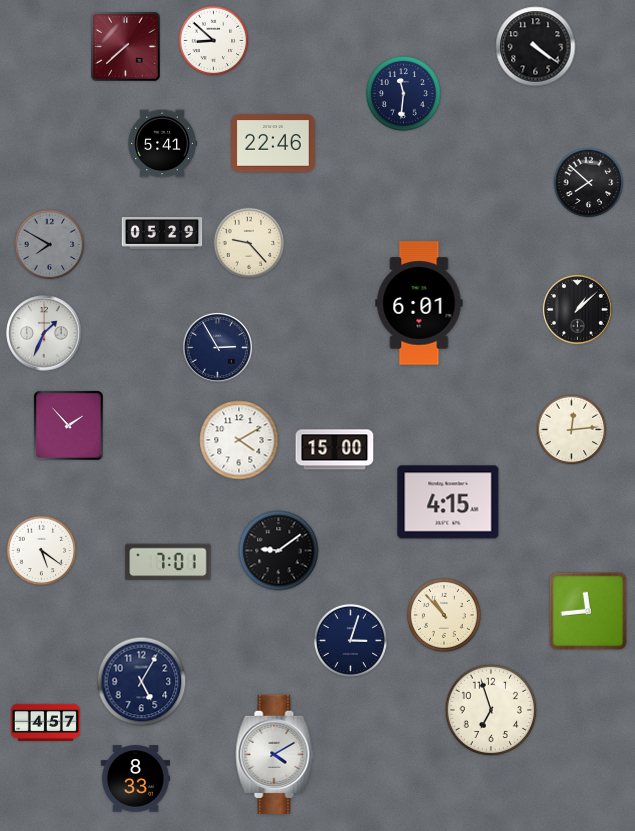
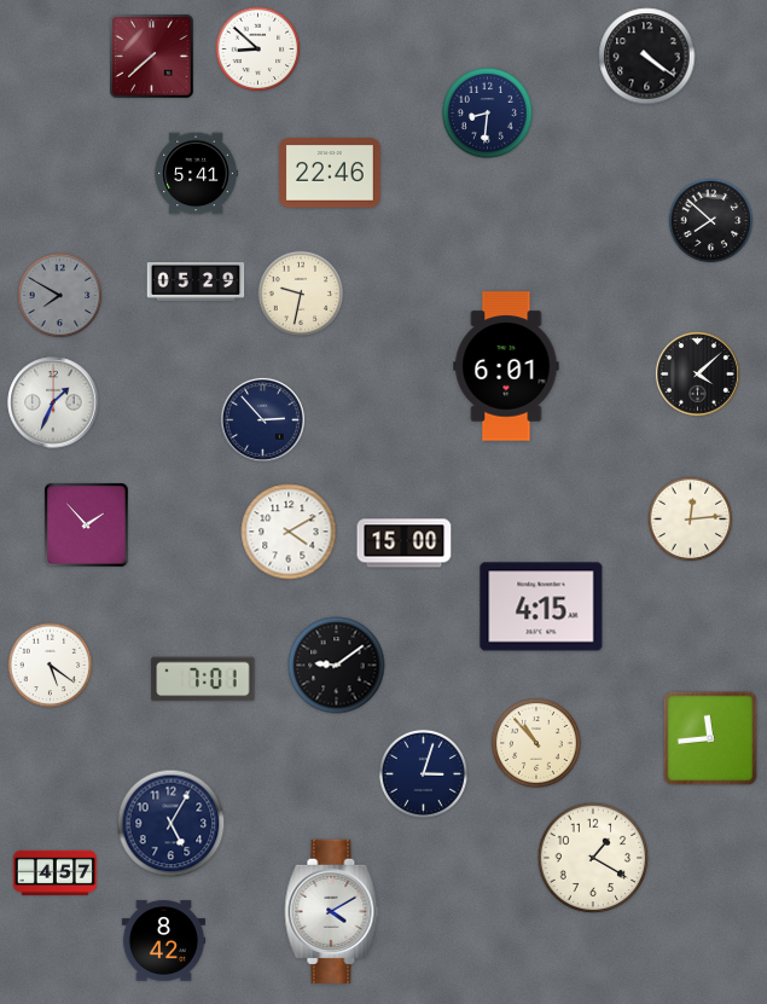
clock at (403, 93): 11:31 -> 8:31
clock at (249, 243): 9:23 -> 9:32
clock at (577, 309): 1:08 -> 4:08
clock at (217, 347): 2:55 -> 2:53
clock at (69, 426) position: (69, 426) -> (87, 526)
clock at (491, 710): 6:57 -> 1:20
clock at (135, 779): 8:33 -> 8:42
